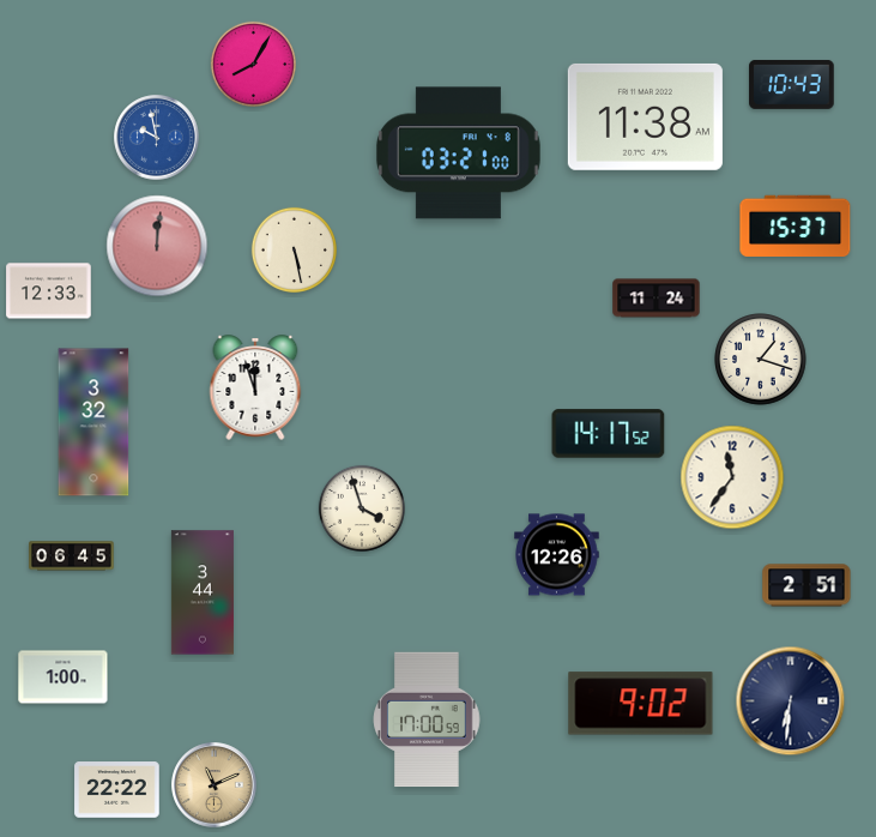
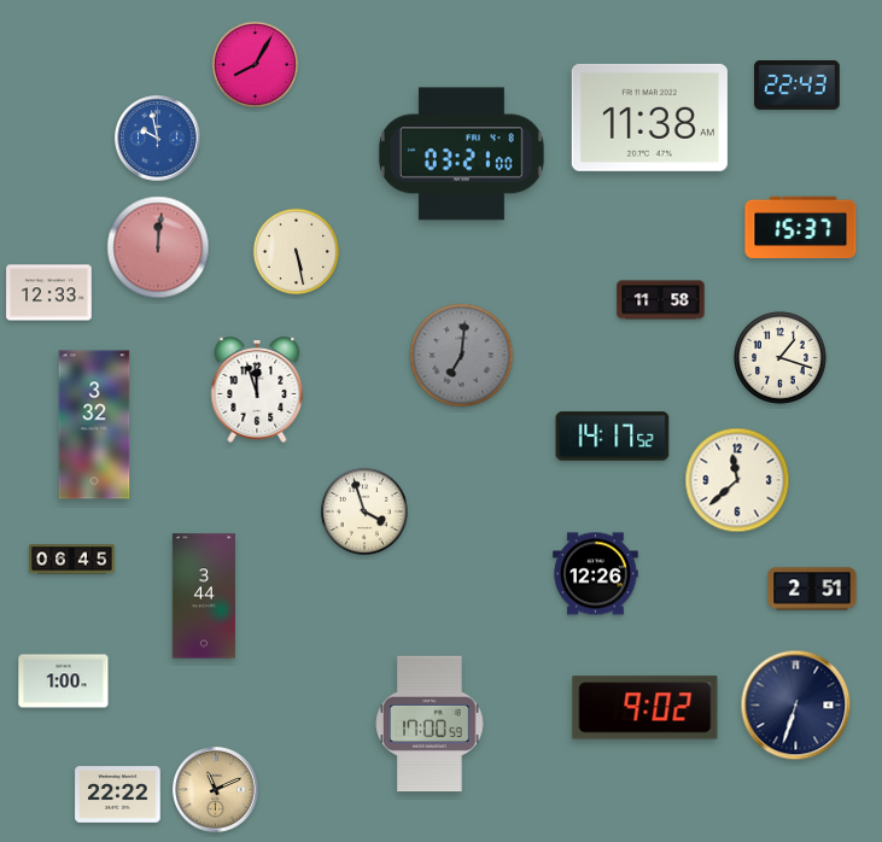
clock at (792, 84): 10:43 -> 22:43
clock at (657, 299): 11:24 -> 11:58
clock at (462, 356): none -> 7:01
clock at (761, 360) position: (761, 360) -> (781, 358)
clock at (732, 477): 11:36 -> 11:38
clock at (557, 555) position: (557, 555) -> (596, 574)
clock at (791, 701): 6:31 -> 6:33
